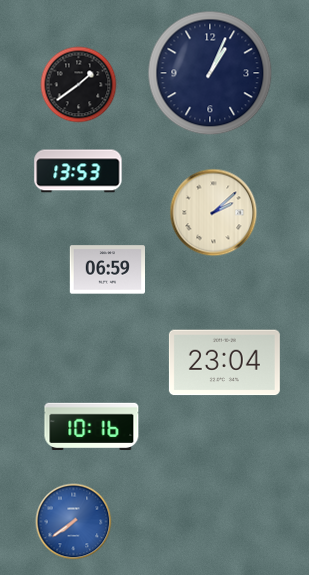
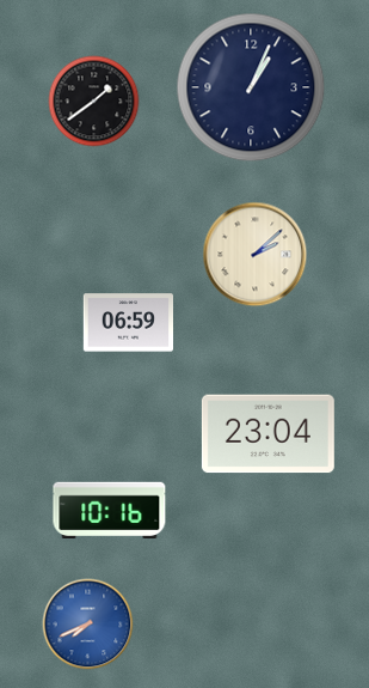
clock at (78, 171): 13:53 -> none
clock at (74, 522): 7:39 -> 7:41
